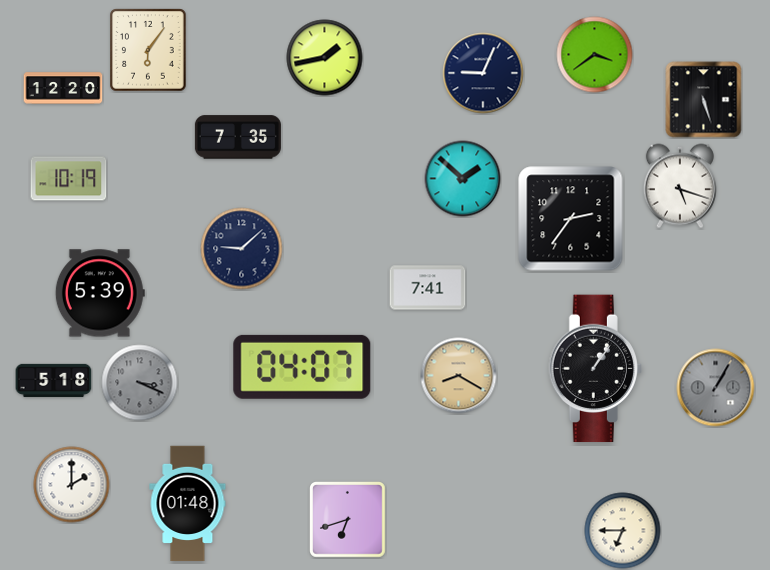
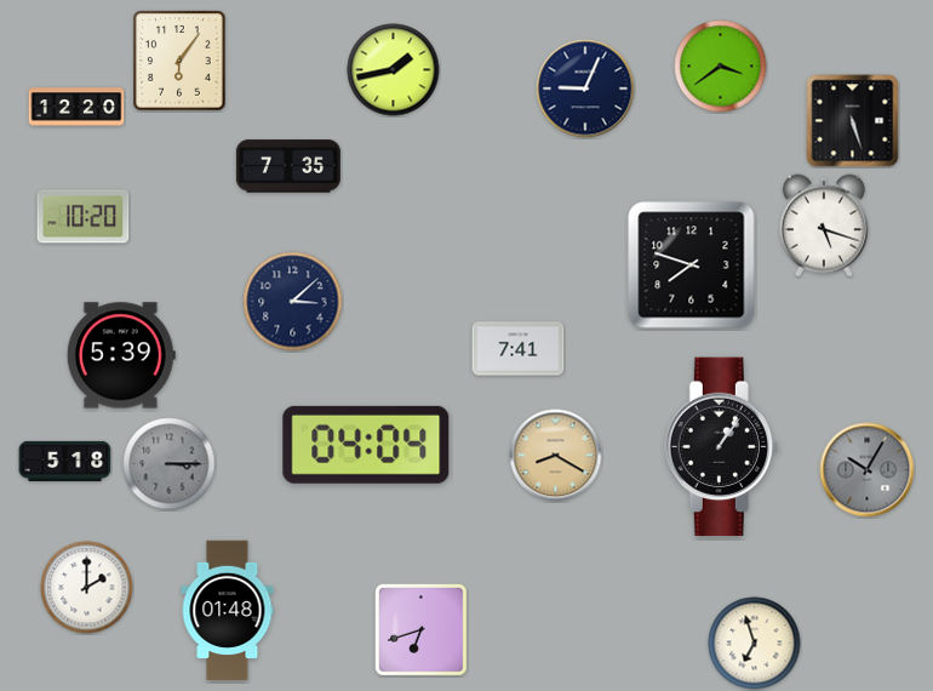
clock at (69, 179): 10:19 -> 10:20
clock at (463, 179): 1:52 -> none
clock at (571, 219): 2:36 -> 7:48
clock at (242, 249): 9:08 -> 3:08
clock at (302, 367): 04:07 -> 04:04
clock at (140, 383): 3:19 -> 3:15
clock at (716, 388): 1:05 -> 10:05
clock at (623, 531): 6:45 -> 6:57
